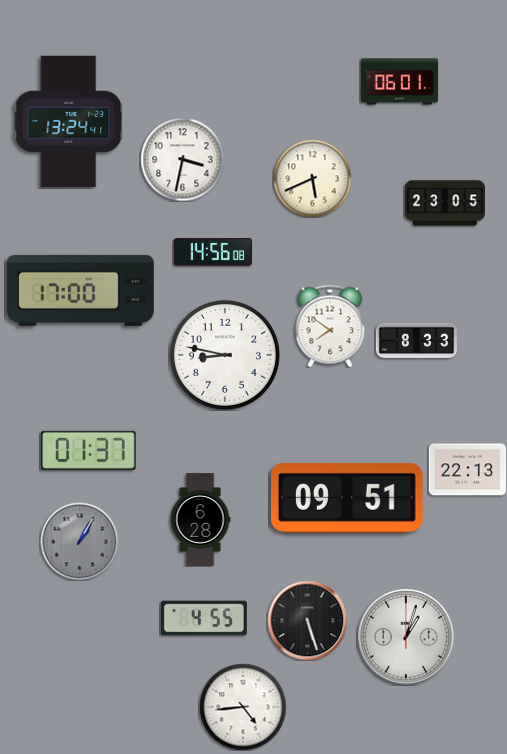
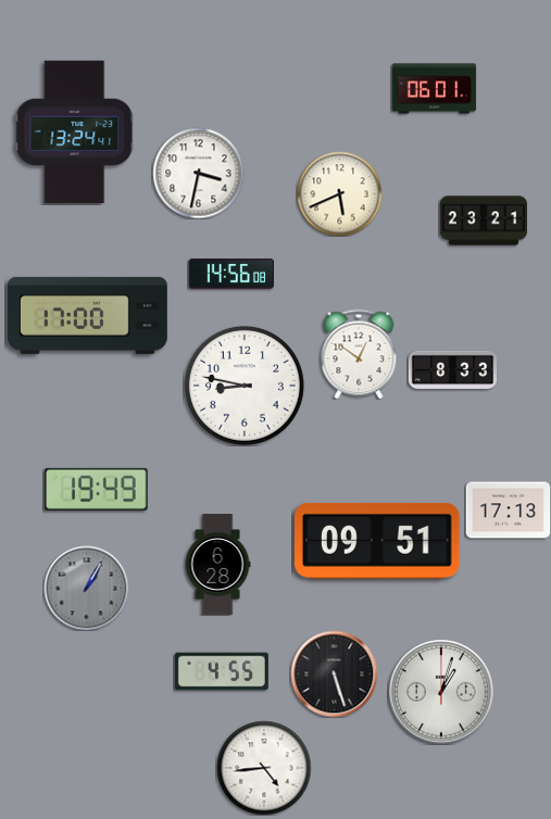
clock at (444, 203): 23:05 -> 23:21
clock at (330, 326): 7:51 -> 12:51
clock at (89, 450): 01:37 -> 19:49
clock at (467, 470): 22:13 -> 17:13
